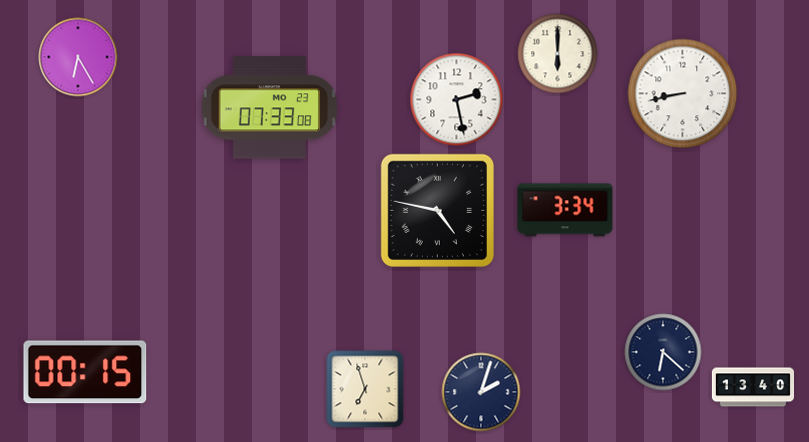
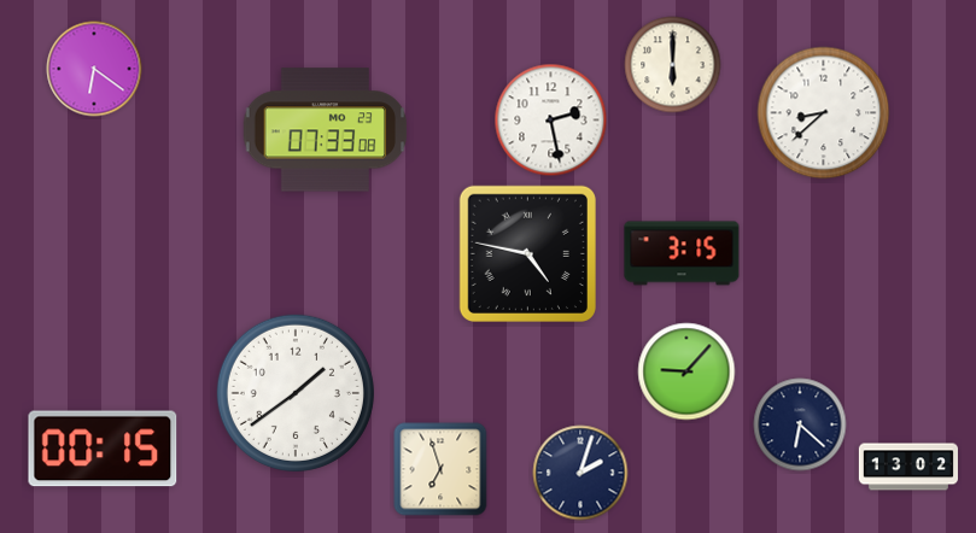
clock at (78, 57): 6:25 -> 6:21
clock at (683, 94): 8:43 -> 8:38
clock at (565, 210): 3:34 -> 3:15
clock at (686, 371): none -> 9:07
clock at (296, 393): none -> 1:39
clock at (752, 387): 13:40 -> 13:02
